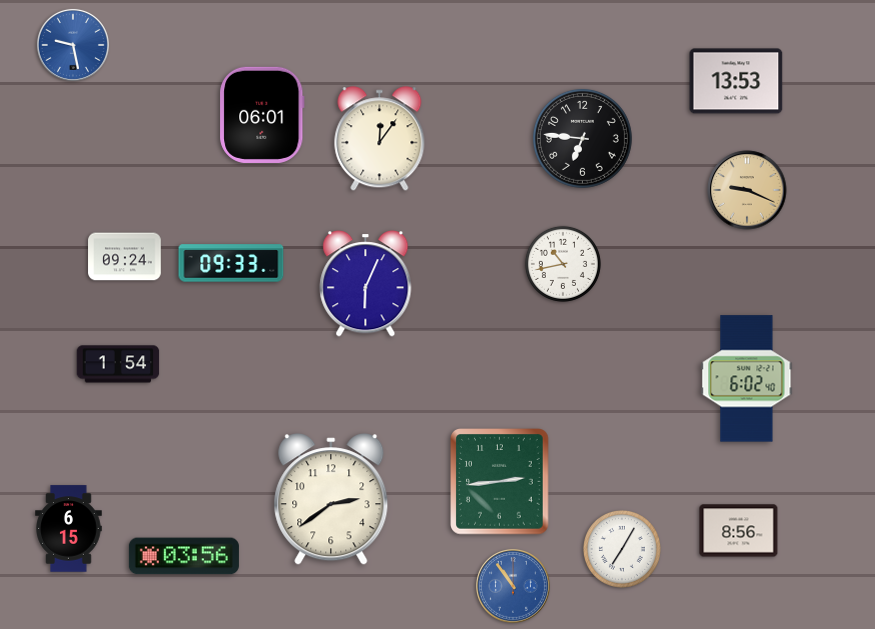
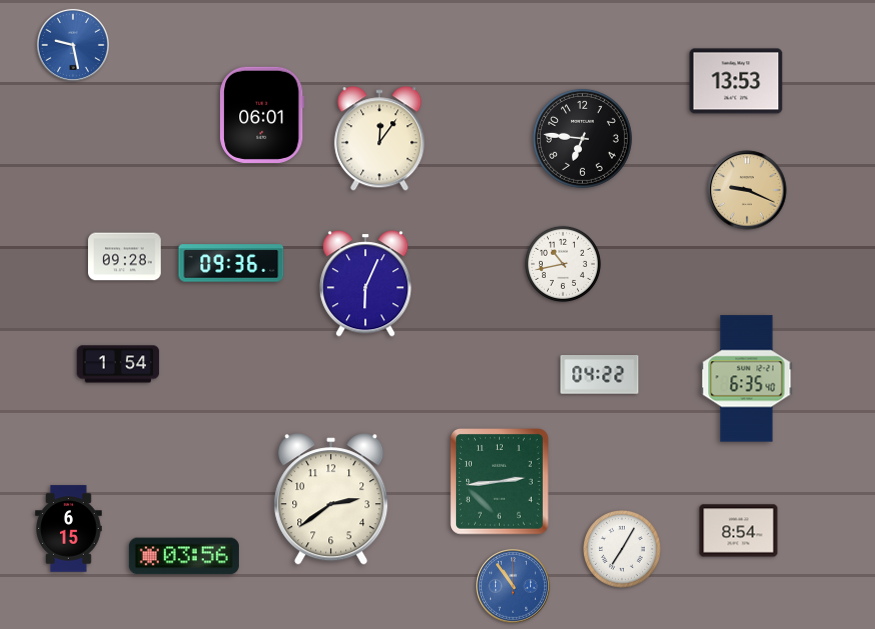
clock at (125, 257): 09:24 -> 09:28
clock at (231, 263): 09:33 -> 09:36
clock at (600, 375): none -> 04:22
clock at (747, 379): 6:02 -> 6:35
clock at (739, 531): 8:56 -> 8:54
